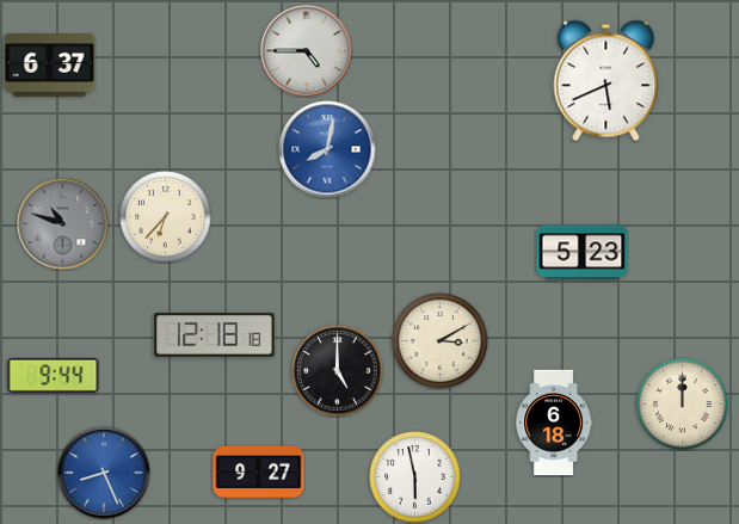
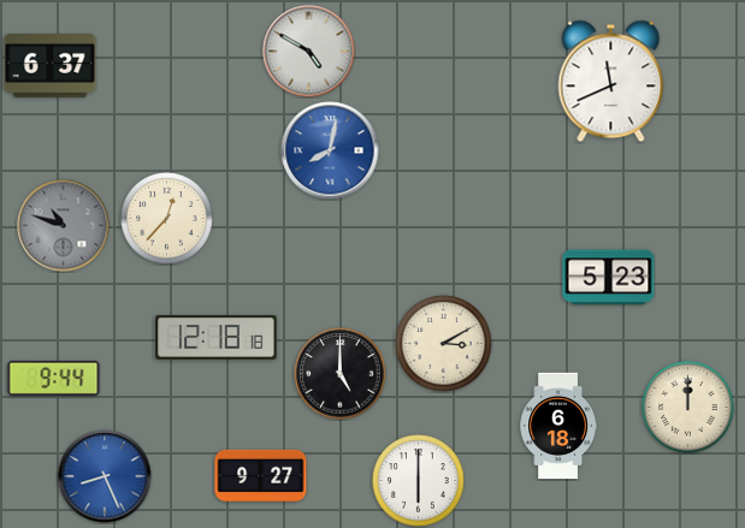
clock at (307, 51): 4:45 -> 4:50
clock at (606, 81): 5:41 -> 11:41
clock at (166, 217): 6:37 -> 12:37
clock at (583, 253) position: (583, 253) -> (609, 278)
clock at (415, 477): 5:58 -> 6:00
